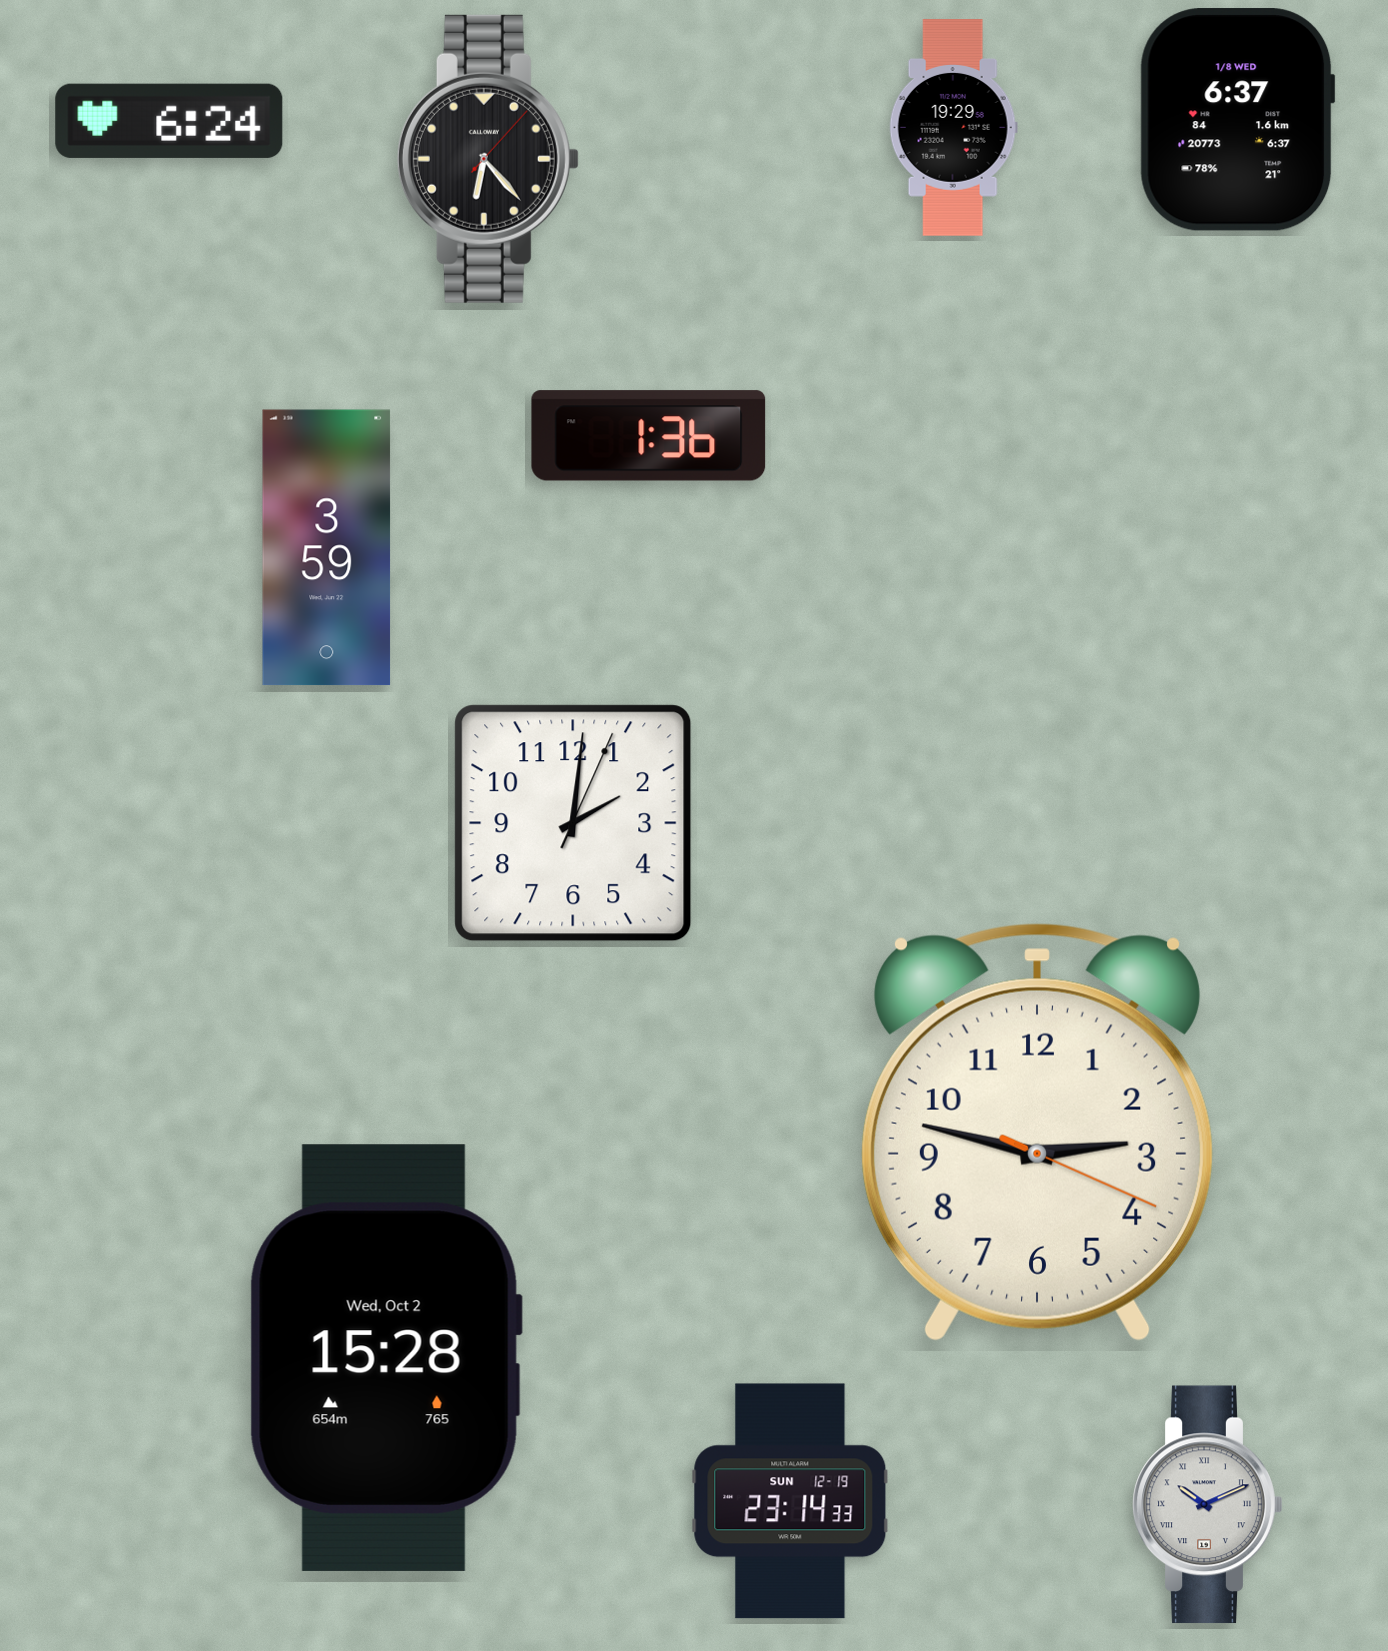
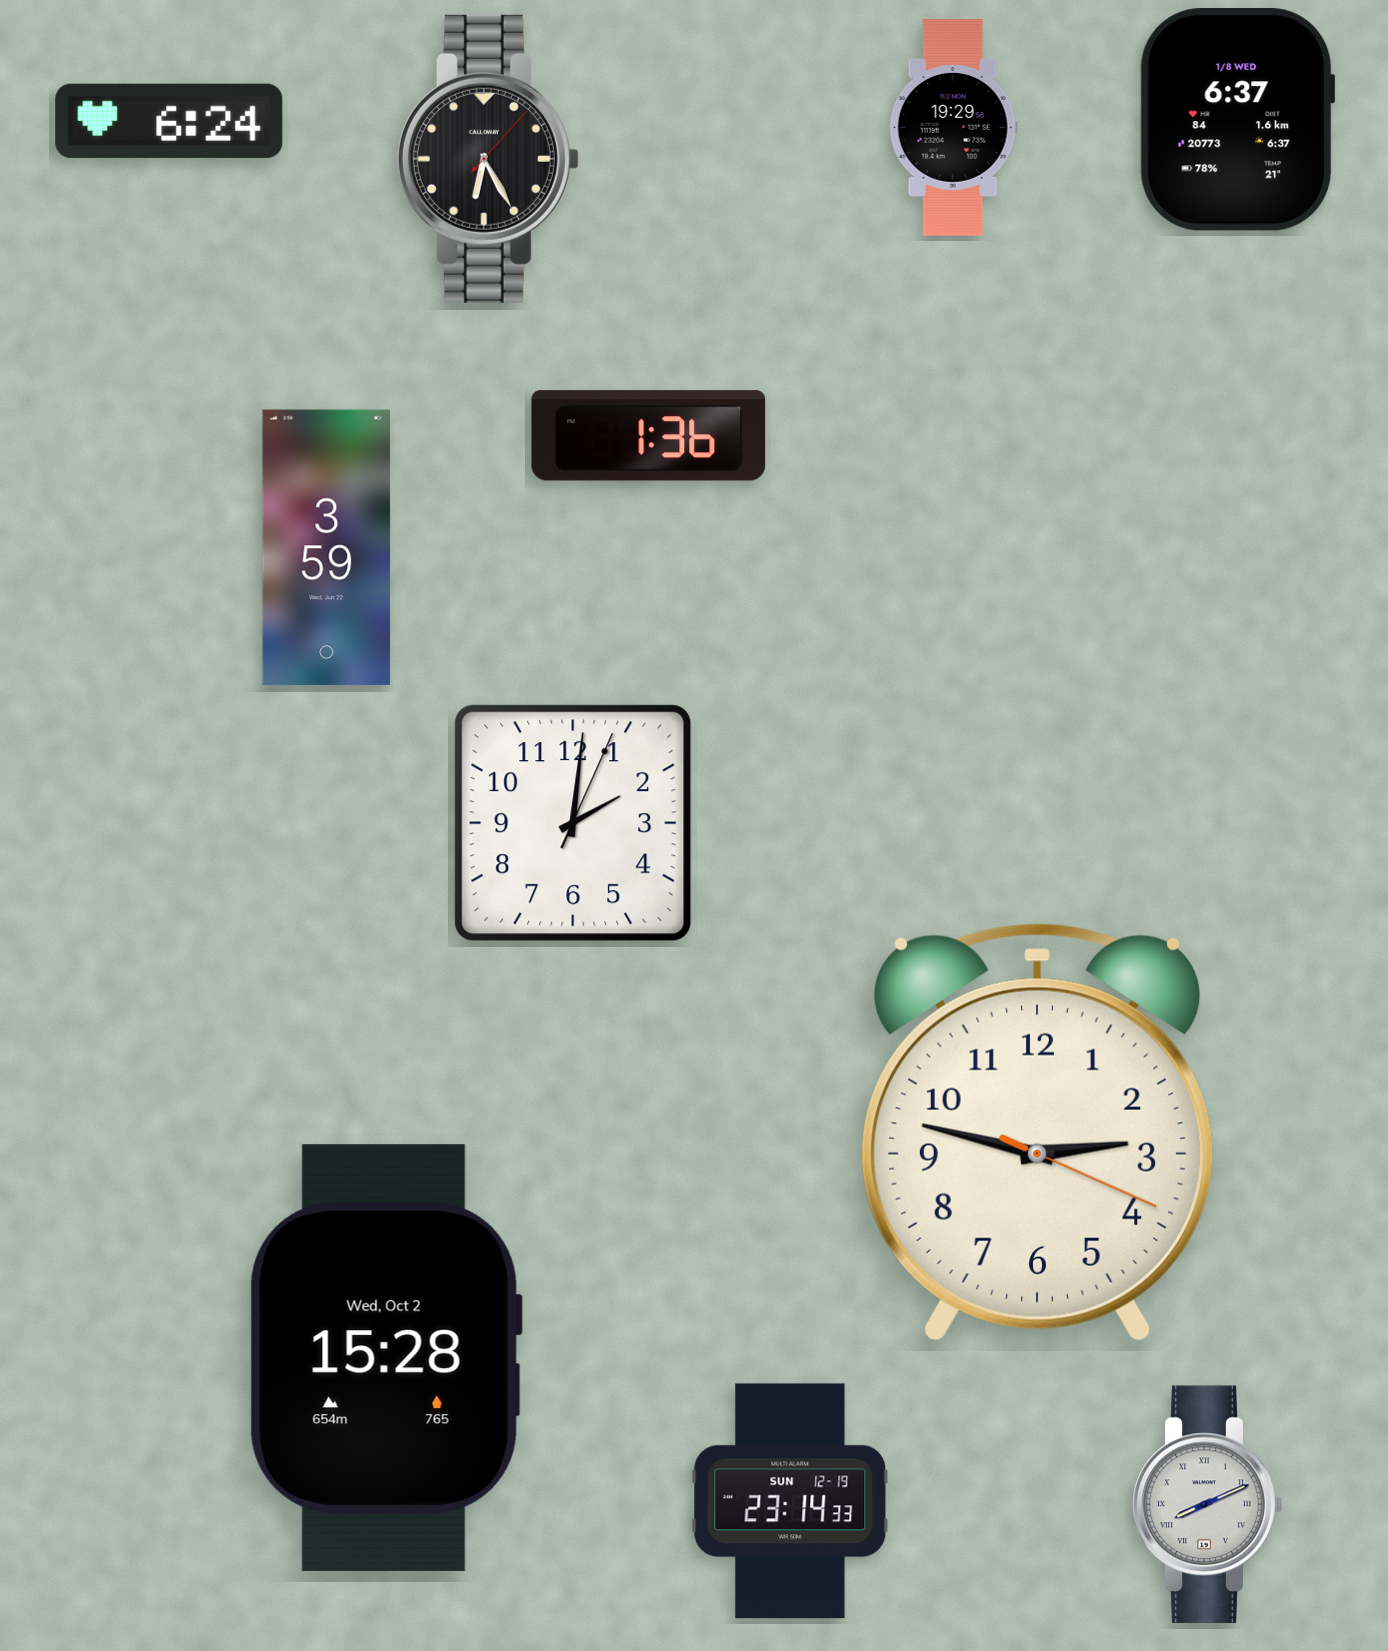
clock at (488, 159): 6:23 -> 6:25
clock at (1208, 1505): 10:11 -> 8:11
